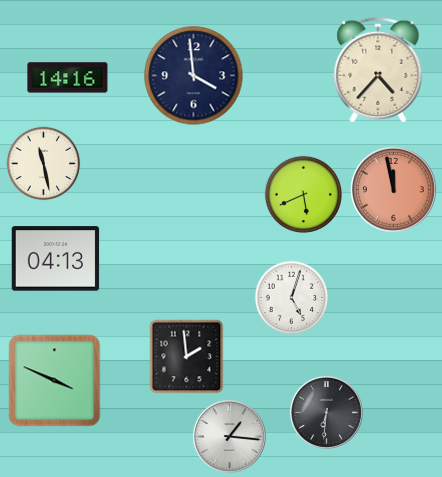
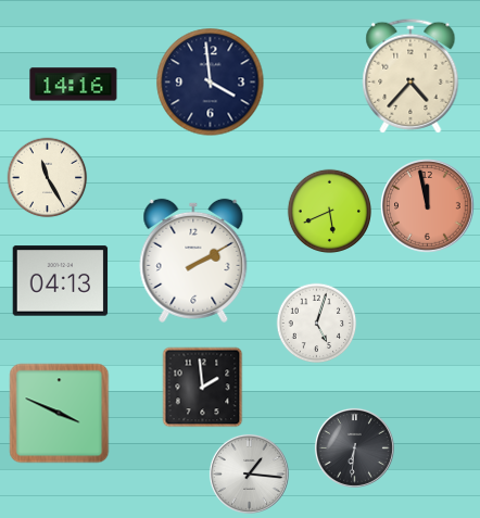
clock at (44, 164): 11:28 -> 11:25
clock at (193, 261): none -> 2:10
